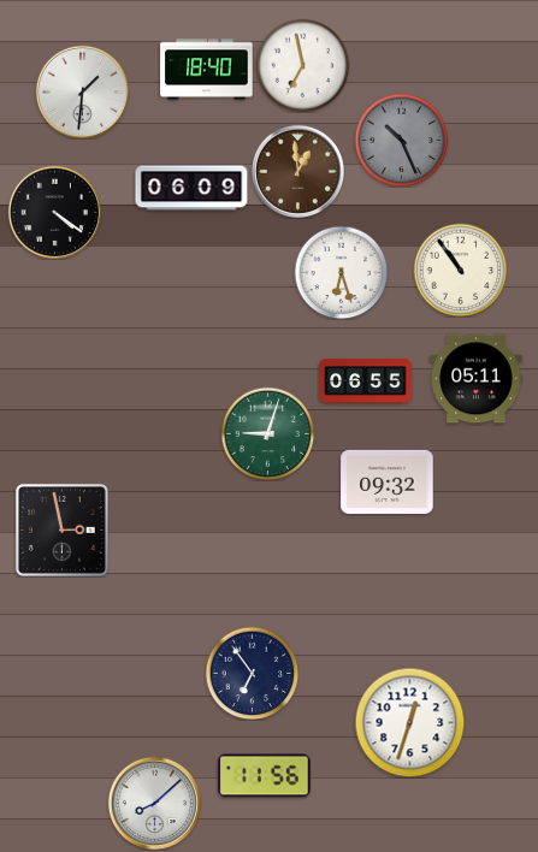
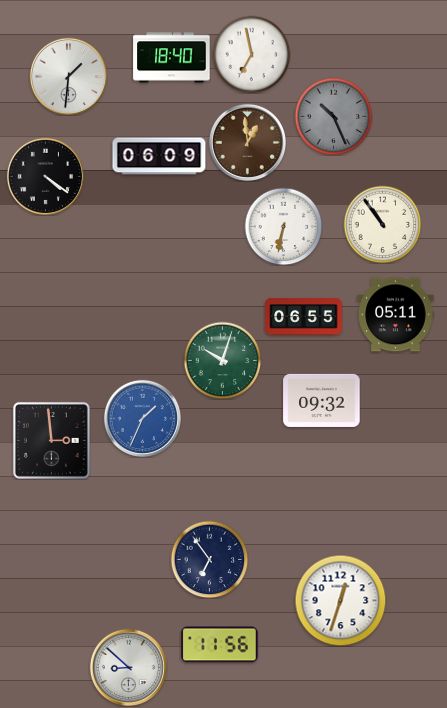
clock at (341, 272): 6:27 -> 6:32
clock at (267, 433): 9:03 -> 10:03
clock at (142, 418): none -> 1:34
clock at (61, 529): 2:58 -> 2:59
clock at (154, 803): 8:08 -> 8:52
